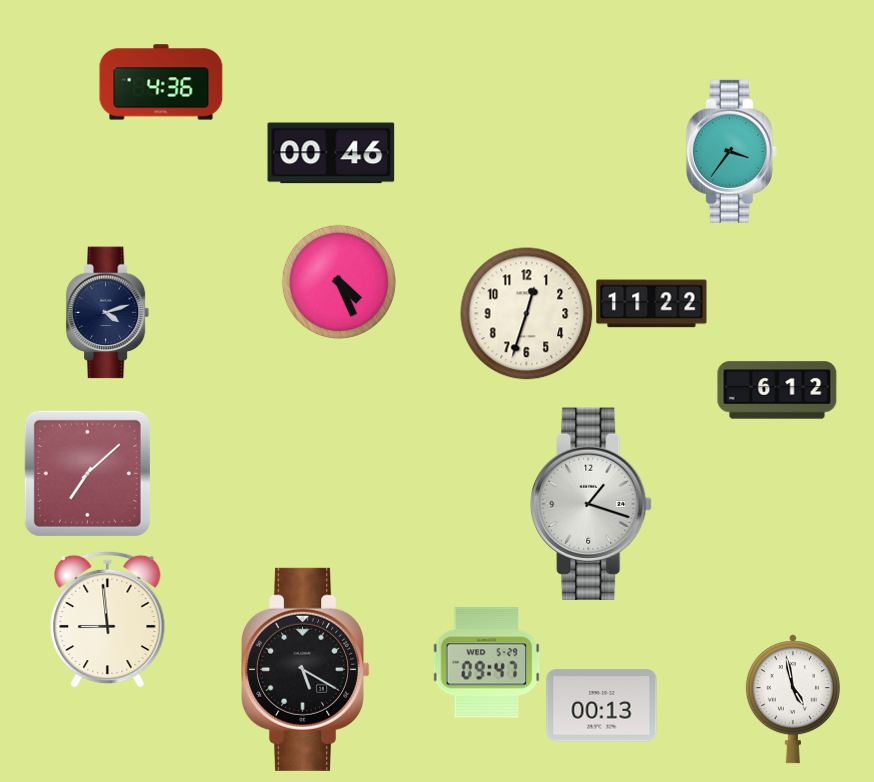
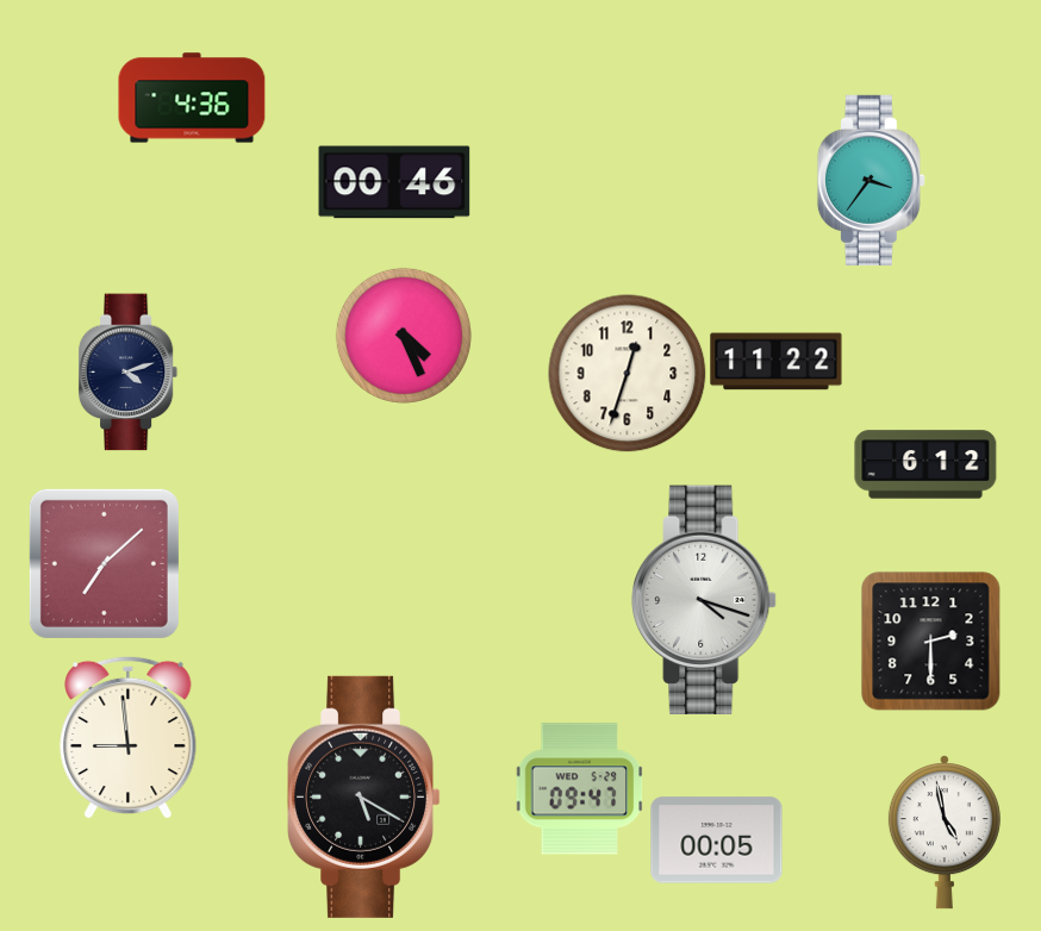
clock at (591, 504): 1:18 -> 4:18
clock at (931, 642): none -> 2:30
clock at (602, 706): 00:13 -> 00:05
